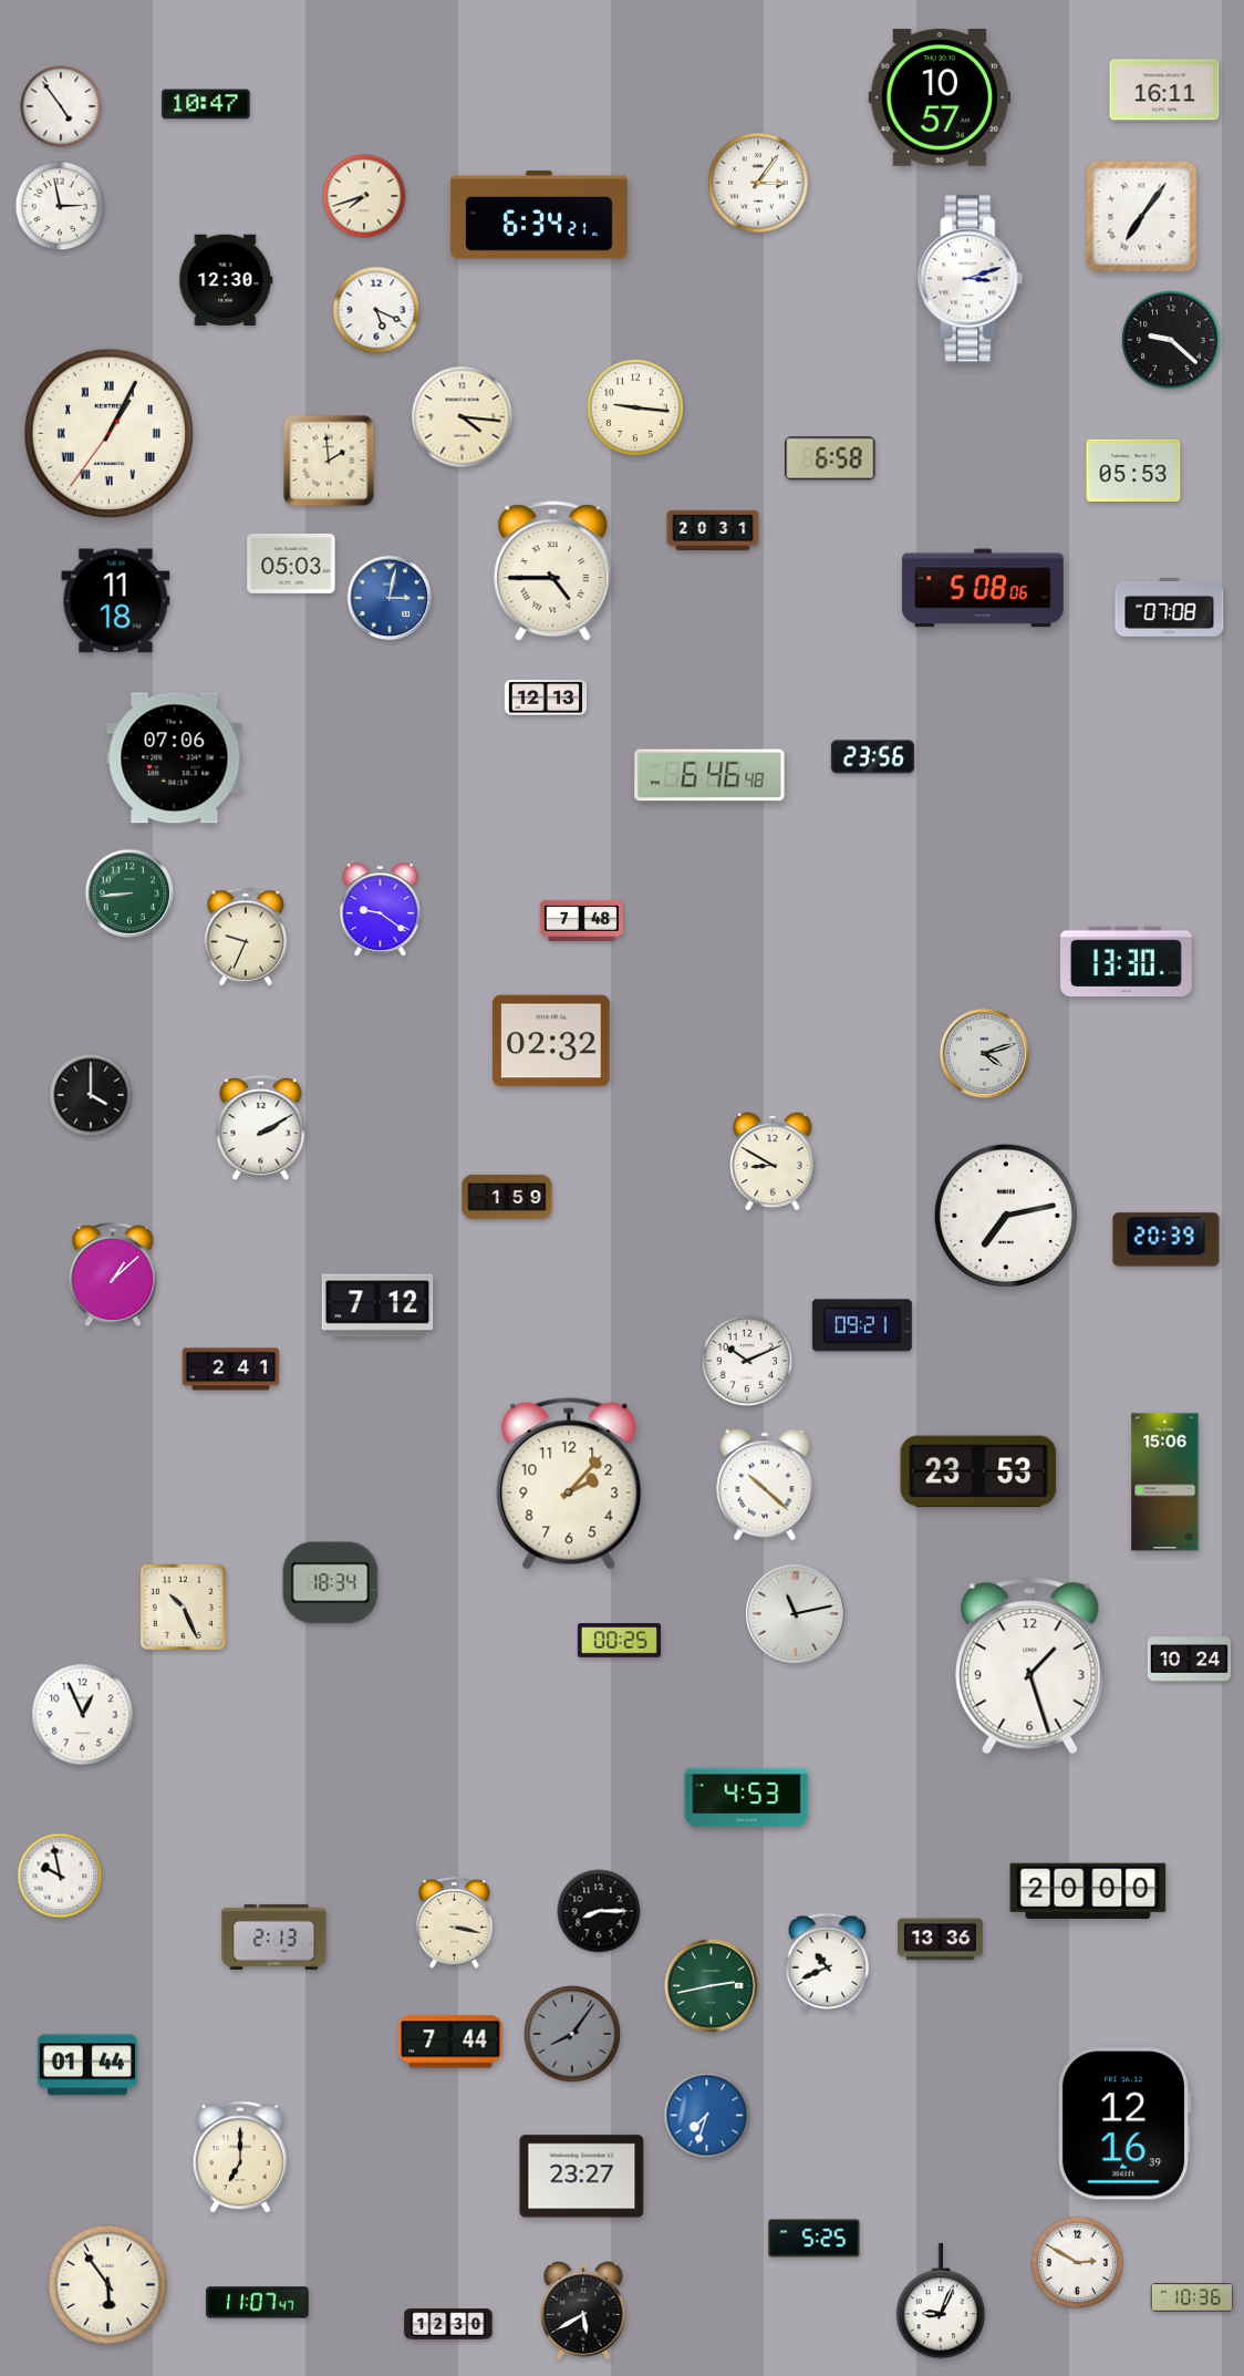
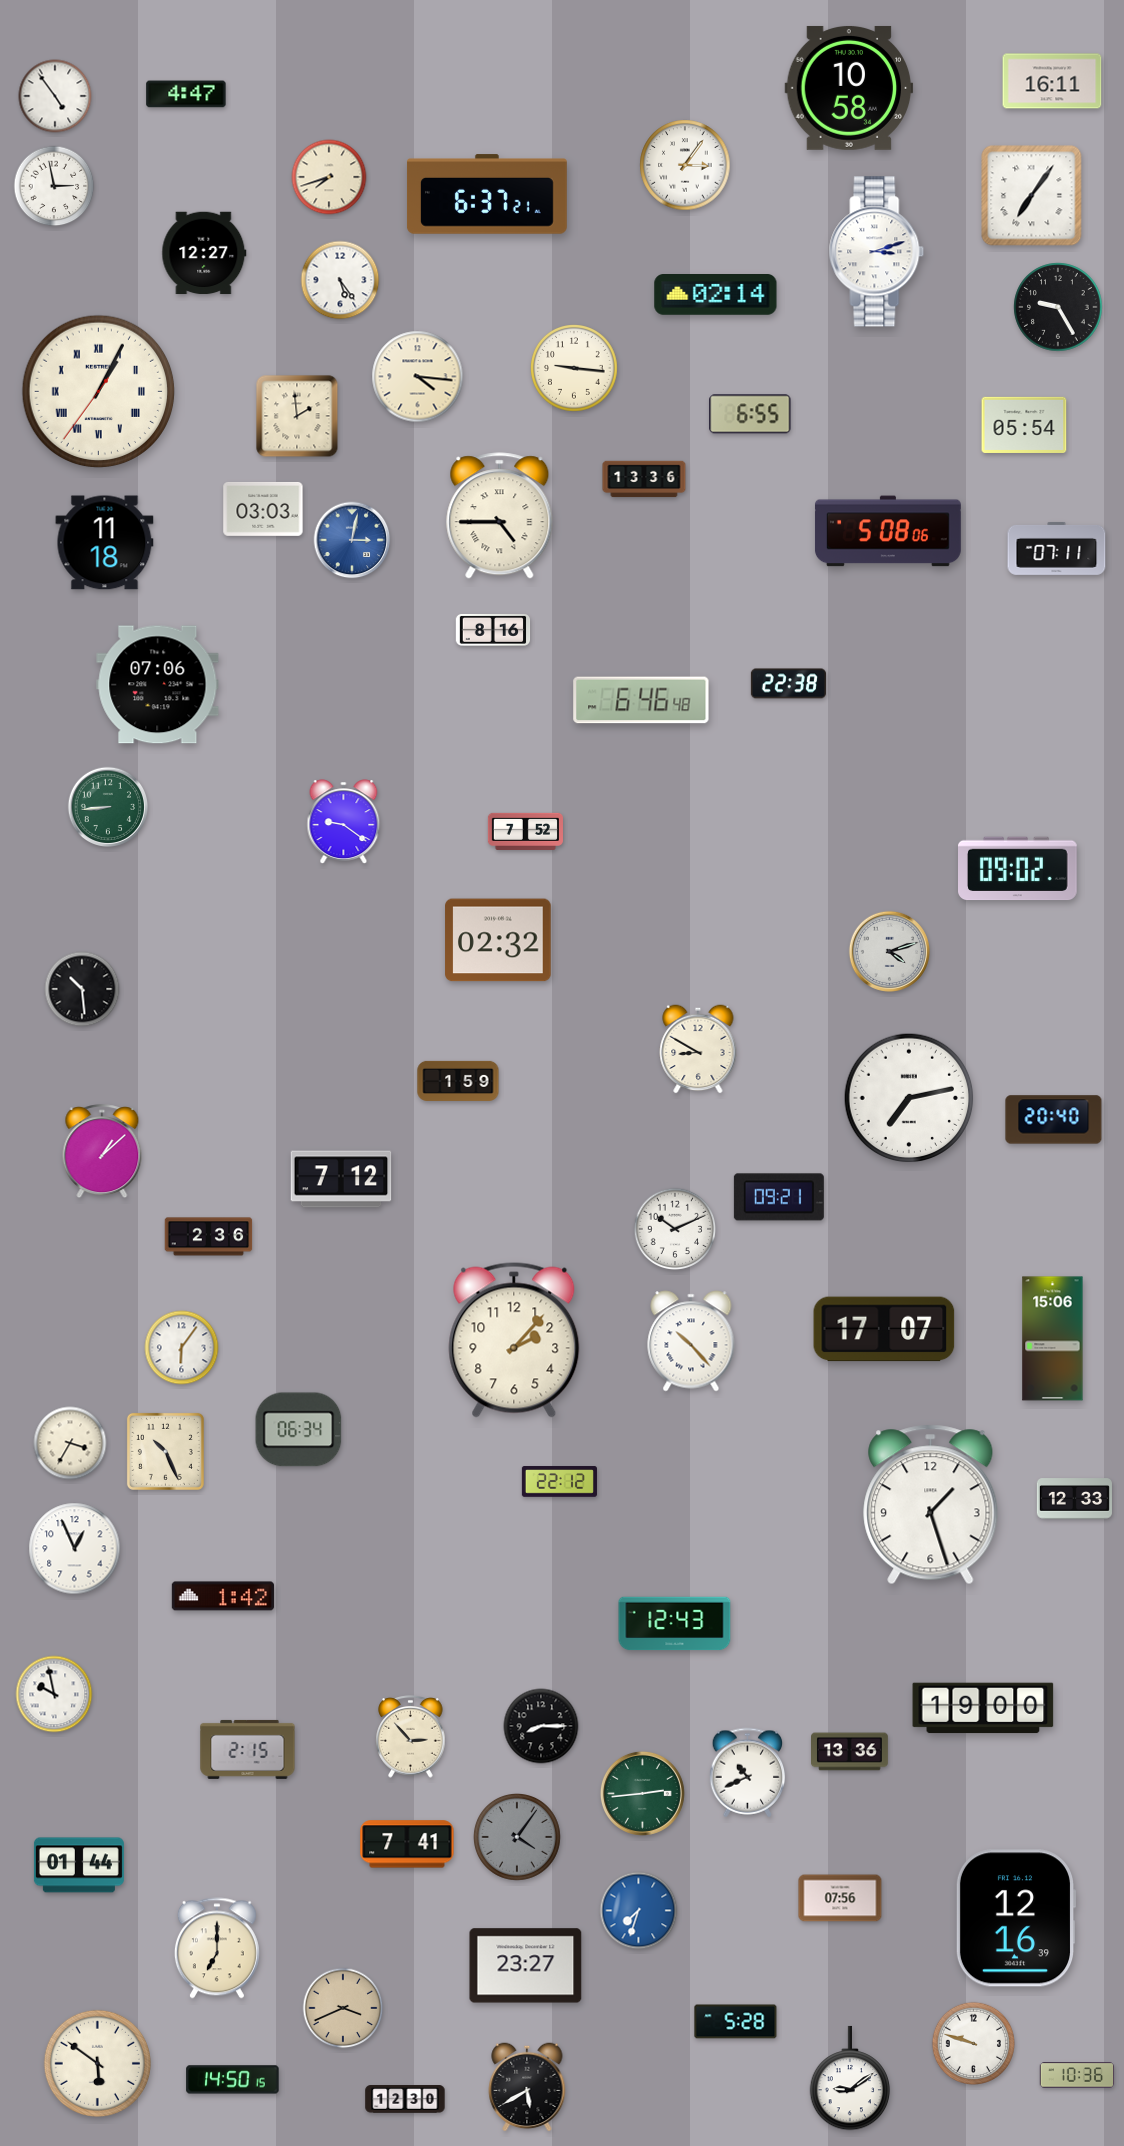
clock at (940, 97): 10:57 -> 10:58
clock at (206, 104): 10:47 -> 4:47
clock at (539, 215): 6:34 -> 6:37
clock at (226, 280): 12:30 -> 12:27
clock at (376, 310): 5:19 -> 5:24
clock at (716, 295): none -> 02:14
clock at (1171, 340): 9:22 -> 9:25
clock at (830, 458): 6:58 -> 6:55
clock at (1133, 471): 05:53 -> 05:54
clock at (713, 530): 20:31 -> 13:36
clock at (291, 564): 05:03 -> 03:03
clock at (1170, 607): 07:08 -> 07:11
clock at (546, 698): 12:13 -> 8:16
clock at (872, 757): 23:56 -> 22:38
clock at (128, 892) position: (128, 892) -> (107, 806)
clock at (581, 920): 7:48 -> 7:52
clock at (245, 937): 9:34 -> none
clock at (1127, 962): 13:30 -> 09:02
clock at (91, 1095): 4:00 -> 10:29
clock at (261, 1129): 2:10 -> none
clock at (1167, 1240): 20:39 -> 20:40
clock at (231, 1370): 2:41 -> 2:36
clock at (978, 1471): 23:53 -> 17:07
clock at (765, 1485): 10:22 -> 10:23
clock at (182, 1348): none -> 6:06
clock at (331, 1583): 18:34 -> 06:34
clock at (70, 1443): none -> 3:35
clock at (796, 1614): 11:13 -> none
clock at (619, 1641): 00:25 -> 22:12
clock at (1189, 1660): 10:24 -> 12:33
clock at (223, 1596): none -> 1:42
clock at (747, 1798): 4:53 -> 12:43
clock at (1088, 1891): 20:00 -> 19:00
clock at (455, 1923): 3:17 -> 2:53
clock at (274, 1936): 2:13 -> 2:15
clock at (711, 1985): 2:43 -> 2:44
clock at (573, 2035): 8:06 -> 4:06
clock at (450, 2042): 7:44 -> 7:41
clock at (840, 1898): none -> 07:56
clock at (343, 2008): none -> 3:41
clock at (815, 2239): 5:25 -> 5:28
clock at (1077, 2262): 2:50 -> 9:48
clock at (107, 2284): 5:54 -> 5:51
clock at (941, 2301): 9:04 -> 9:09
clock at (258, 2303): 11:07 -> 14:50
